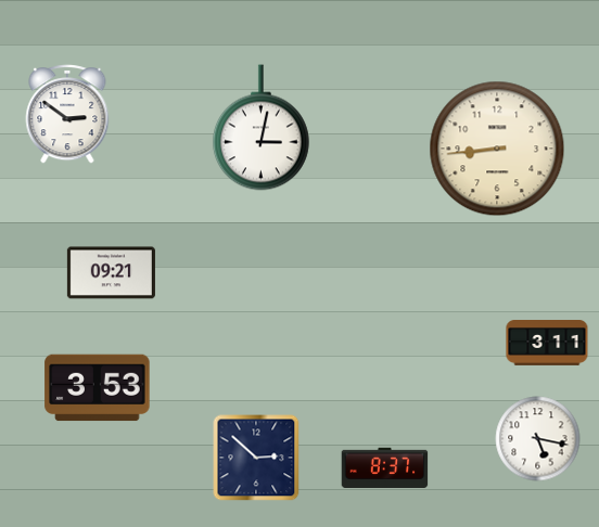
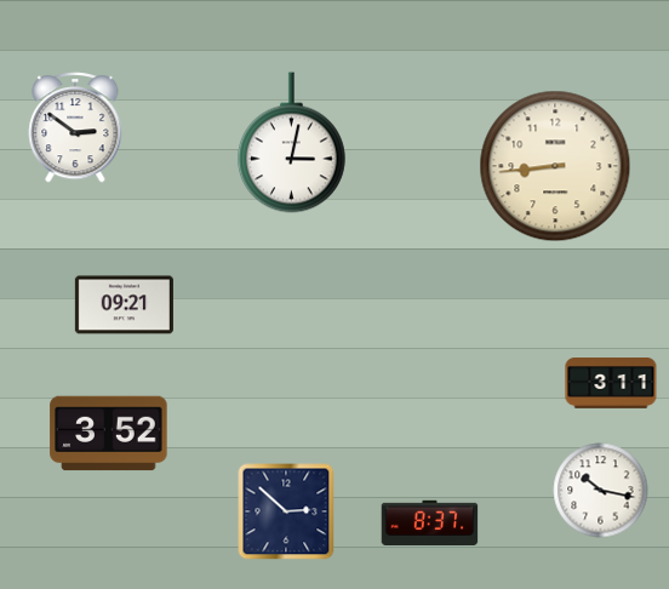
clock at (98, 388): 3:53 -> 3:52
clock at (538, 439): 5:17 -> 10:17
